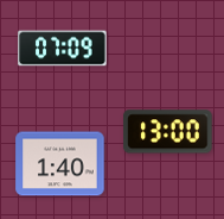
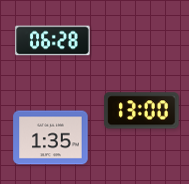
clock at (63, 49): 07:09 -> 06:28
clock at (60, 164): 1:40 -> 1:35
